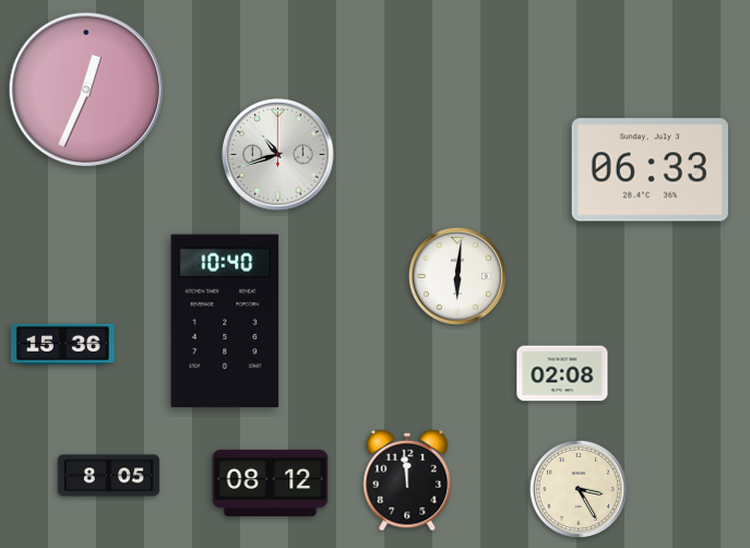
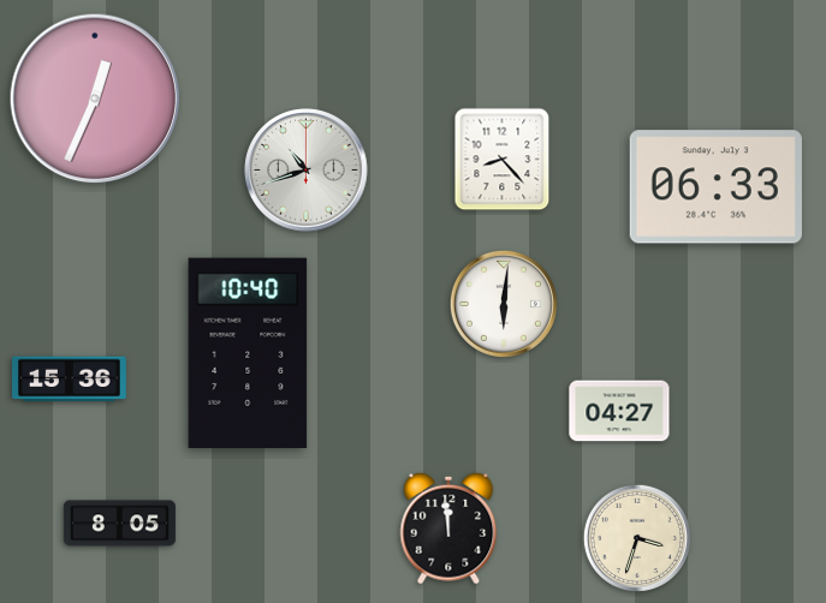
clock at (503, 160): none -> 8:23
clock at (562, 373): 02:08 -> 04:27
clock at (271, 483): 08:12 -> none
clock at (579, 489): 3:25 -> 3:33
